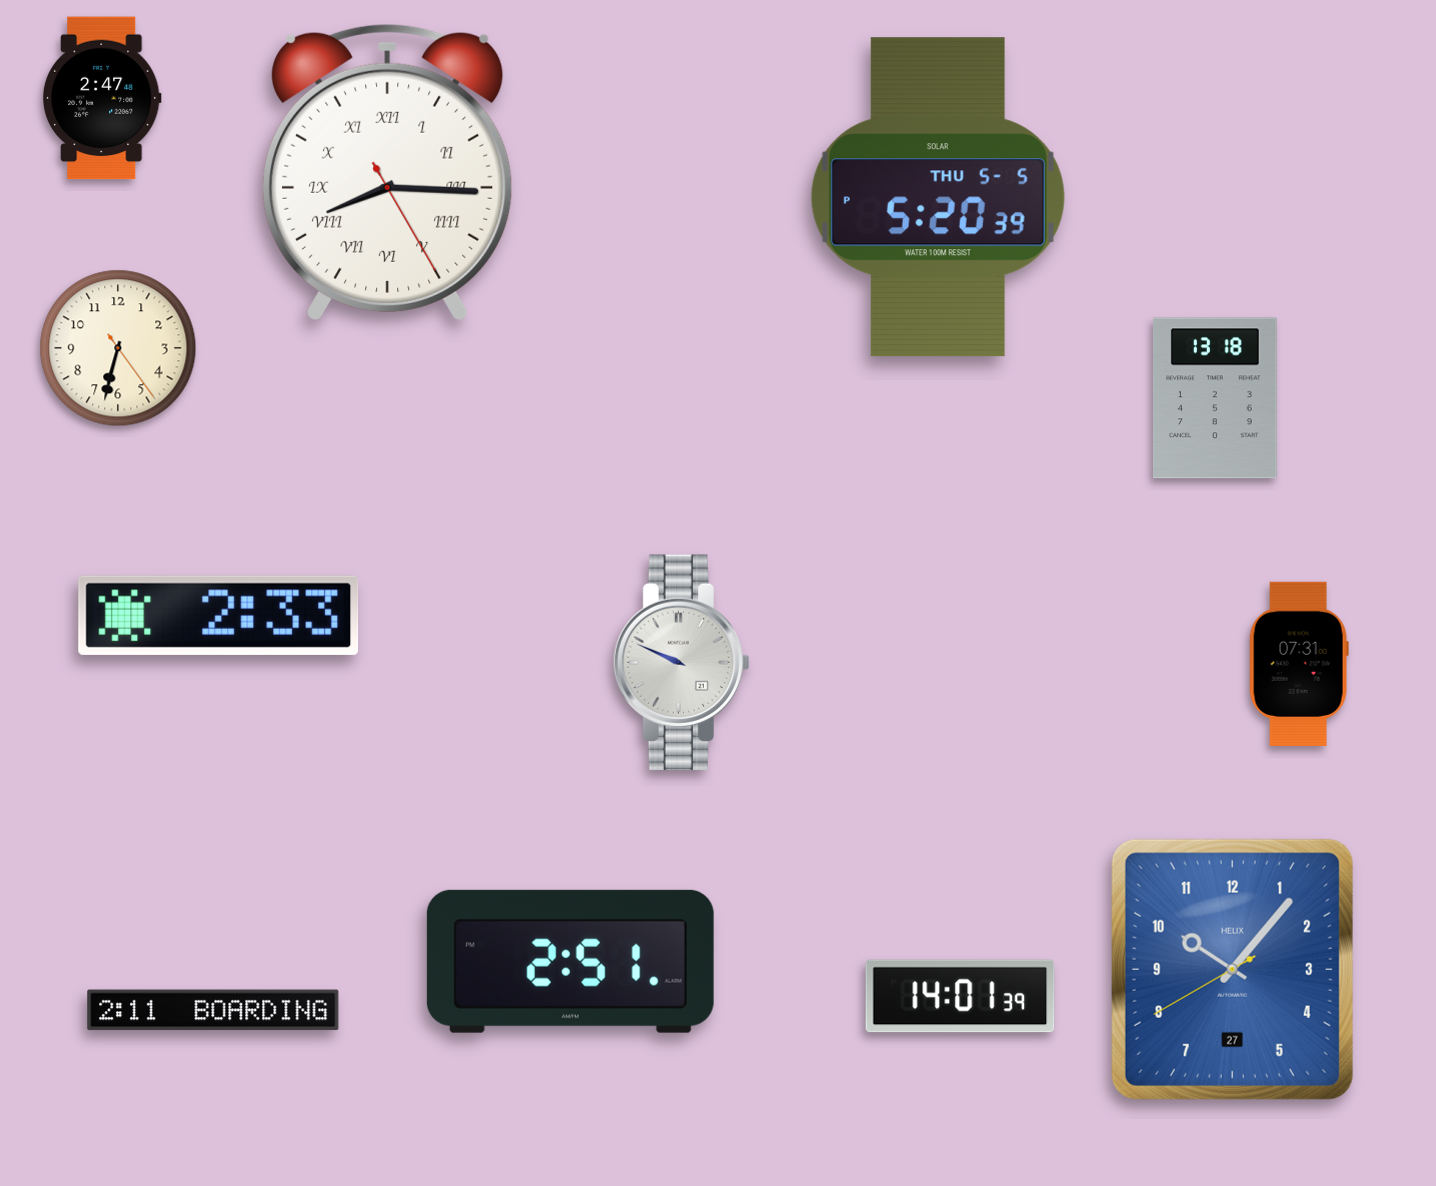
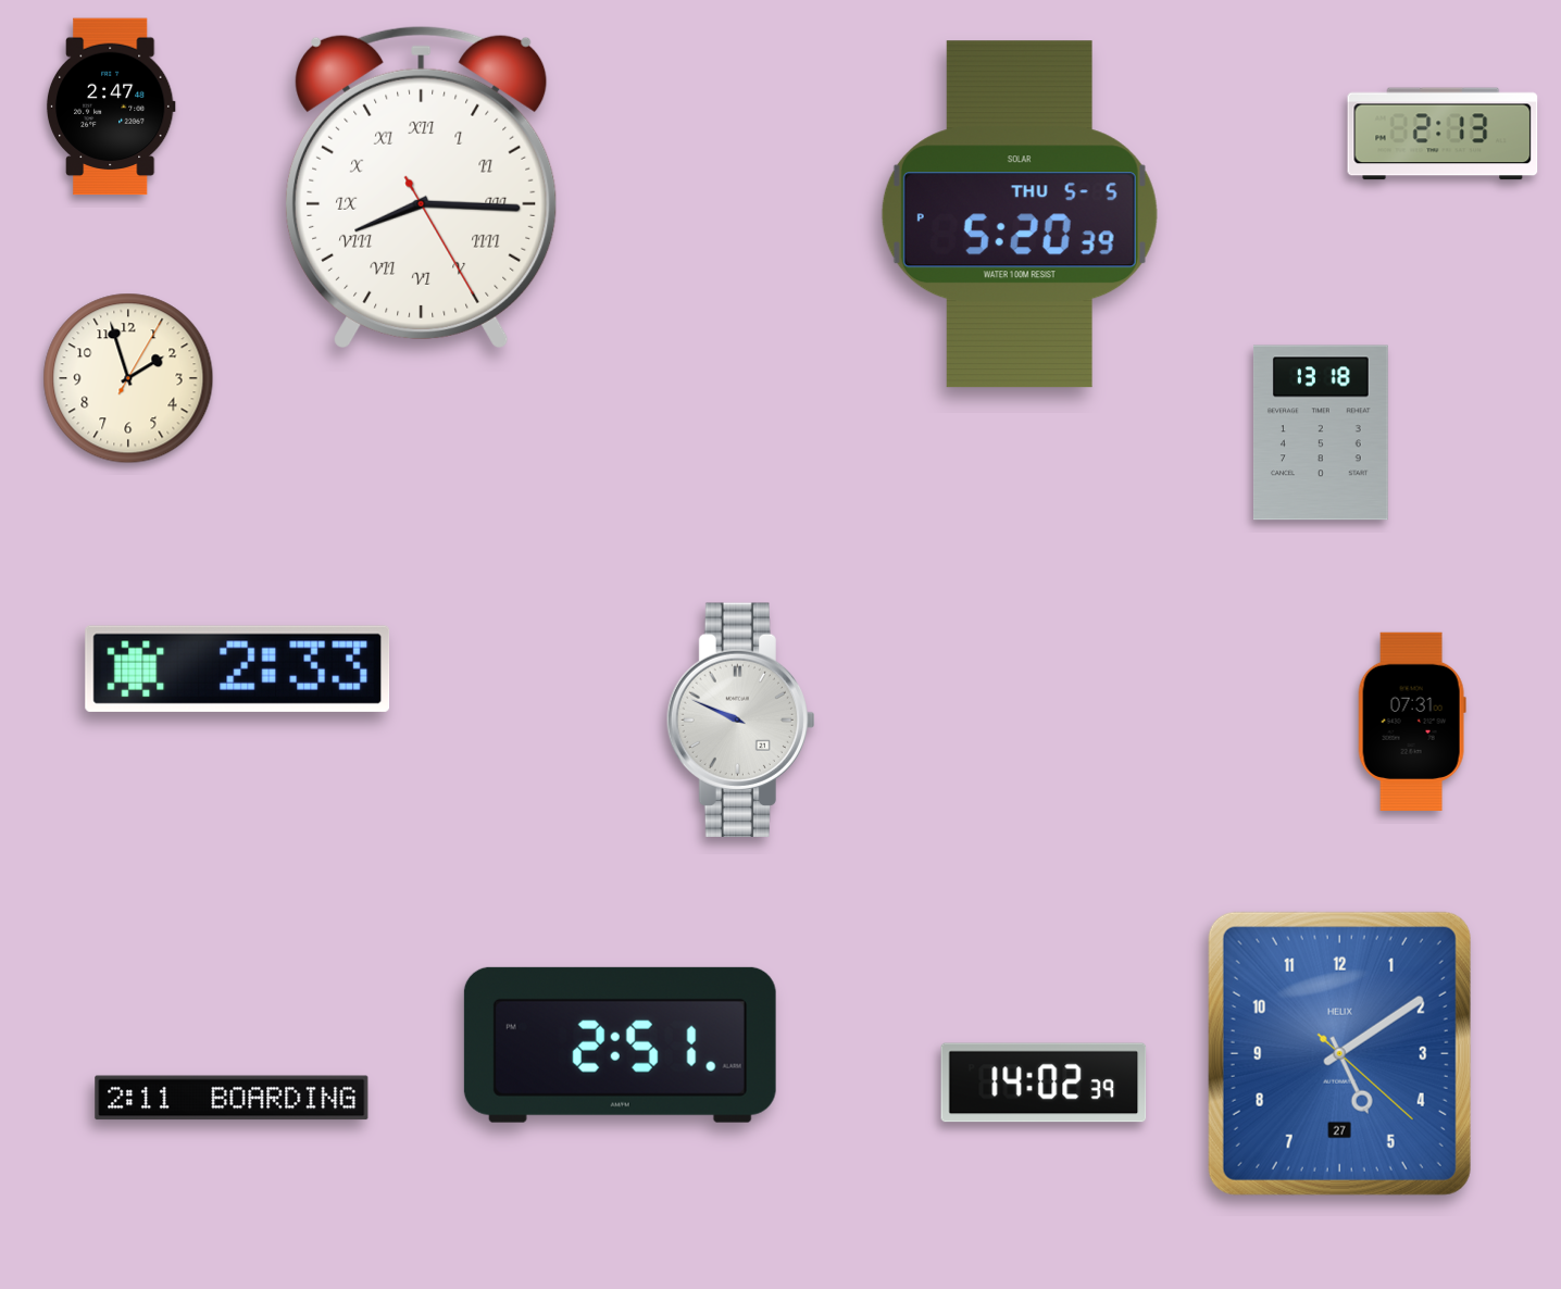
clock at (1443, 134): none -> 2:13
clock at (118, 348): 6:32 -> 1:57
clock at (1232, 969): 10:06 -> 5:09
clock at (960, 996): 14:01 -> 14:02
